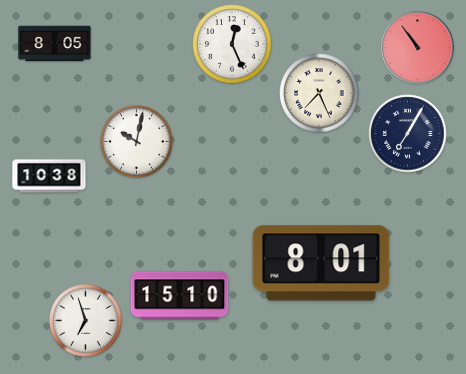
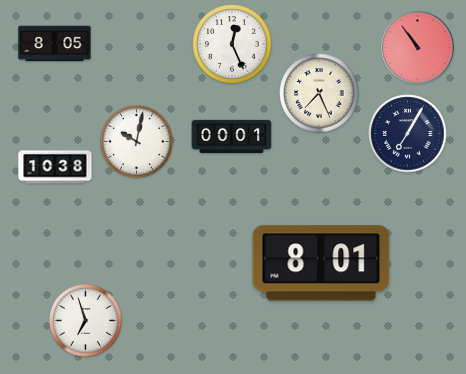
clock at (232, 137): none -> 00:01
clock at (49, 176) position: (49, 176) -> (55, 167)
clock at (180, 296): 15:10 -> none
